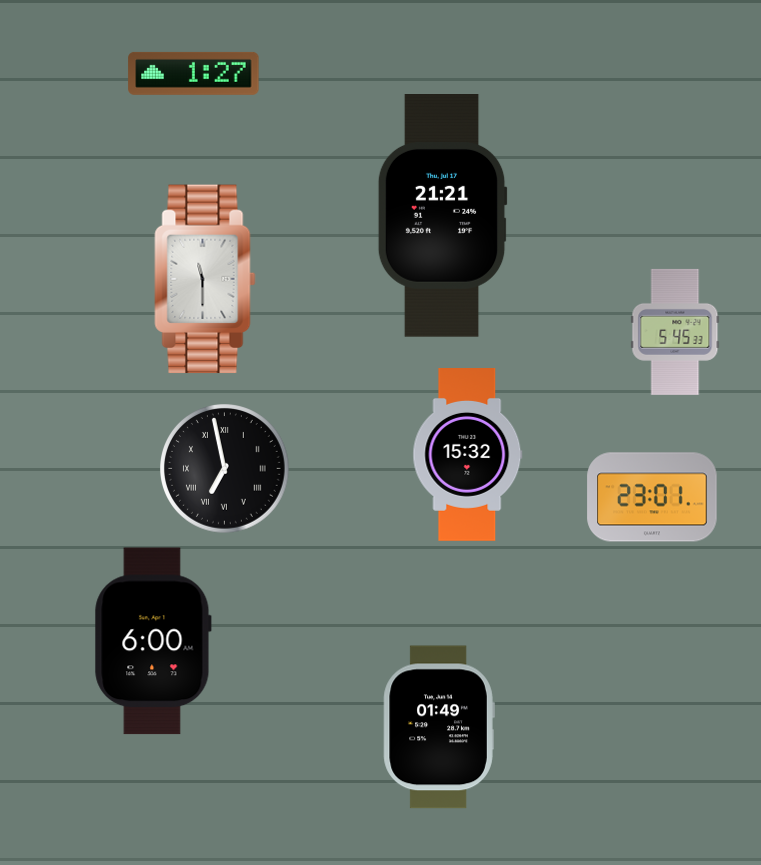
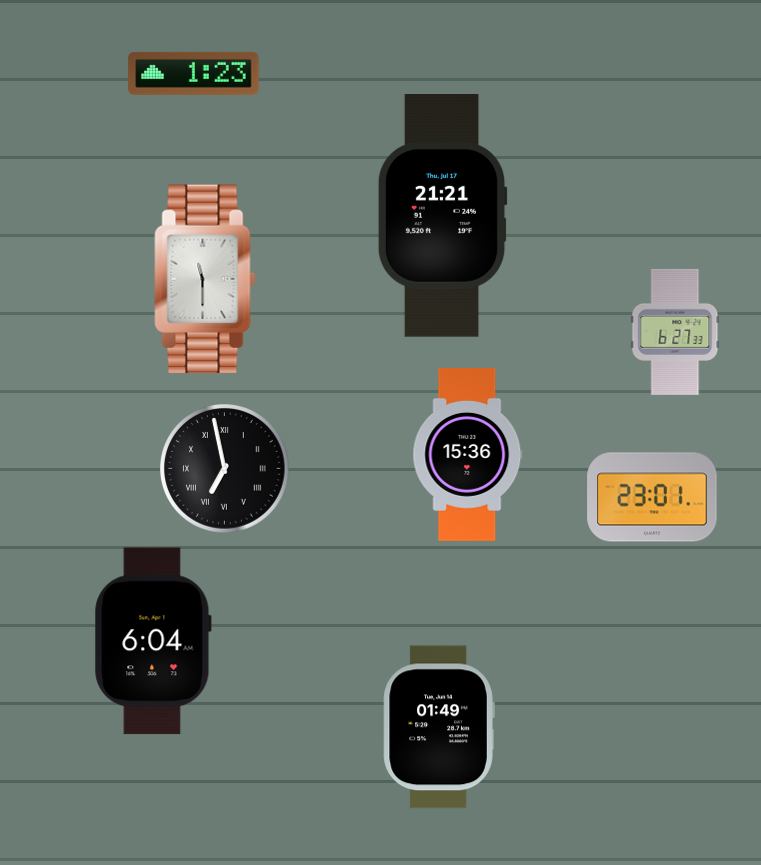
clock at (194, 73): 1:27 -> 1:23
clock at (675, 332): 5:45 -> 6:27
clock at (468, 455): 15:32 -> 15:36
clock at (153, 641): 6:00 -> 6:04
